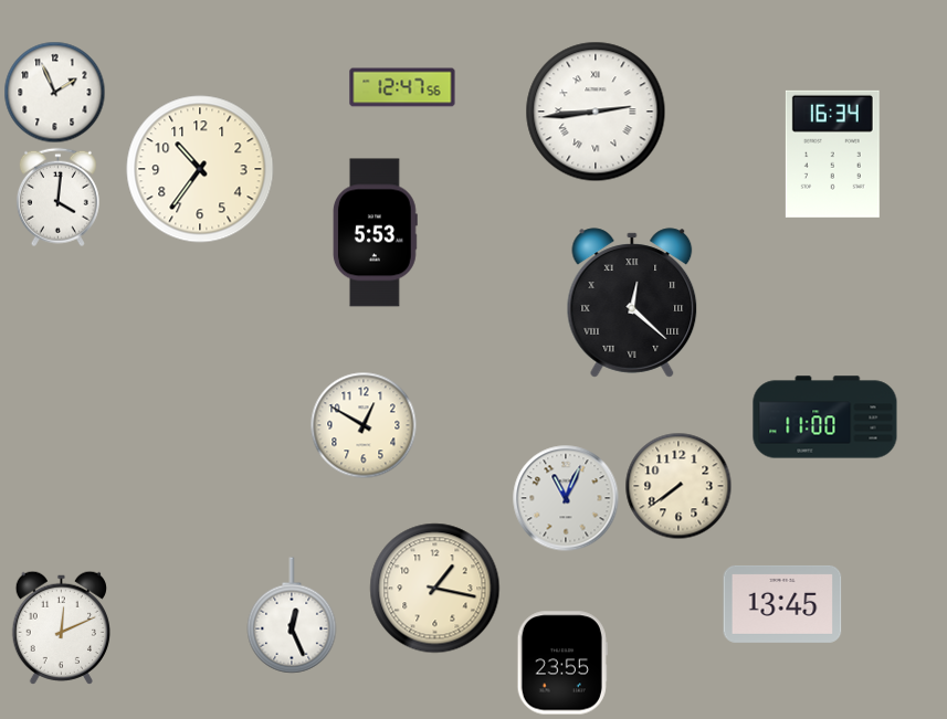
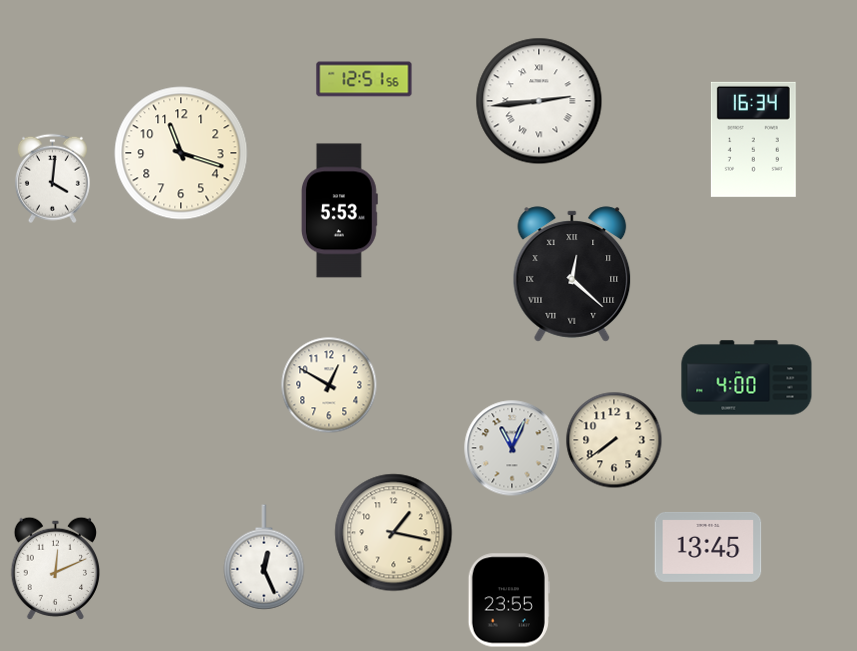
clock at (402, 87): 12:47 -> 12:51
clock at (55, 93): 1:56 -> none
clock at (200, 169): 10:36 -> 11:18
clock at (825, 417): 11:00 -> 4:00
clock at (566, 498) position: (566, 498) -> (512, 448)
